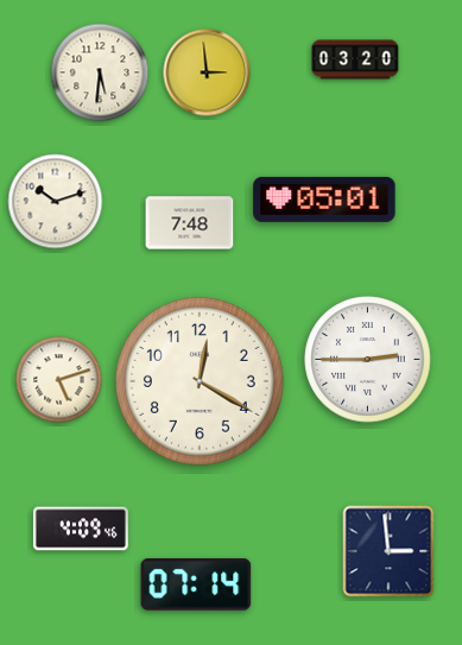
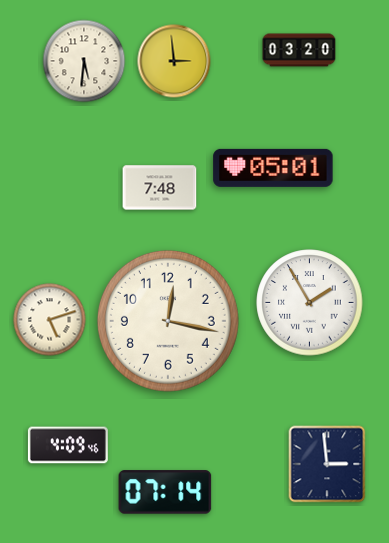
clock at (56, 202): 10:12 -> none
clock at (368, 360): 2:45 -> 1:55
clock at (200, 381): 12:20 -> 12:17
